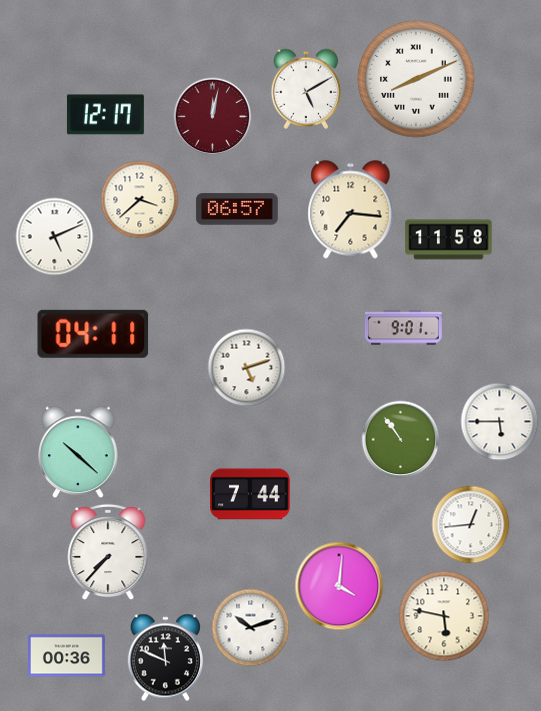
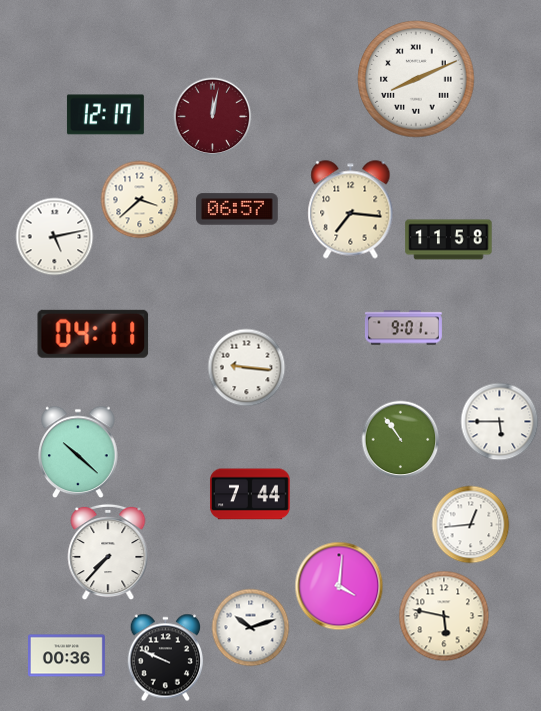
clock at (306, 89): 5:10 -> none
clock at (54, 236): 5:11 -> 5:13
clock at (246, 367): 5:12 -> 9:16
clock at (165, 657): 11:49 -> 9:49
